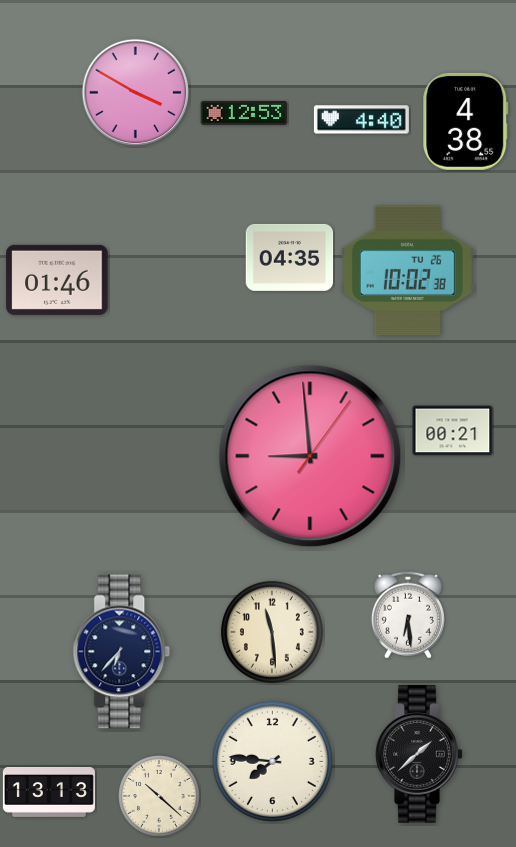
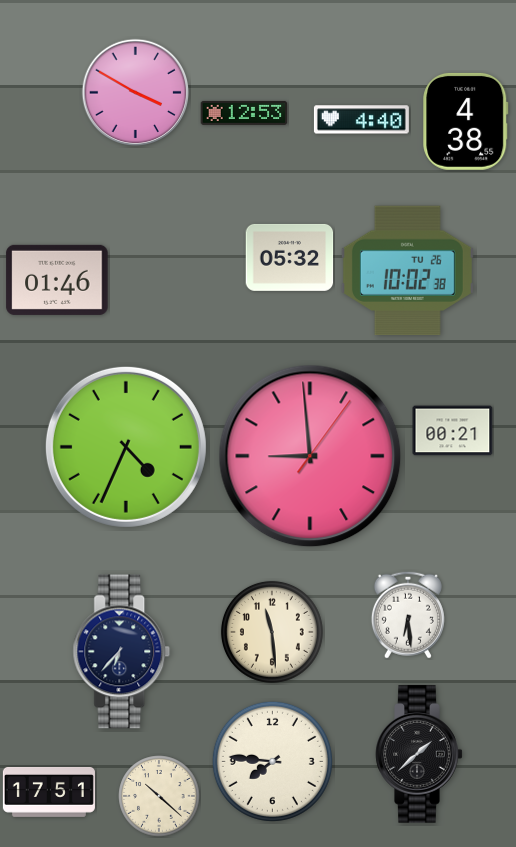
clock at (290, 257): 04:35 -> 05:32
clock at (126, 447): none -> 4:34
clock at (49, 792): 13:13 -> 17:51
